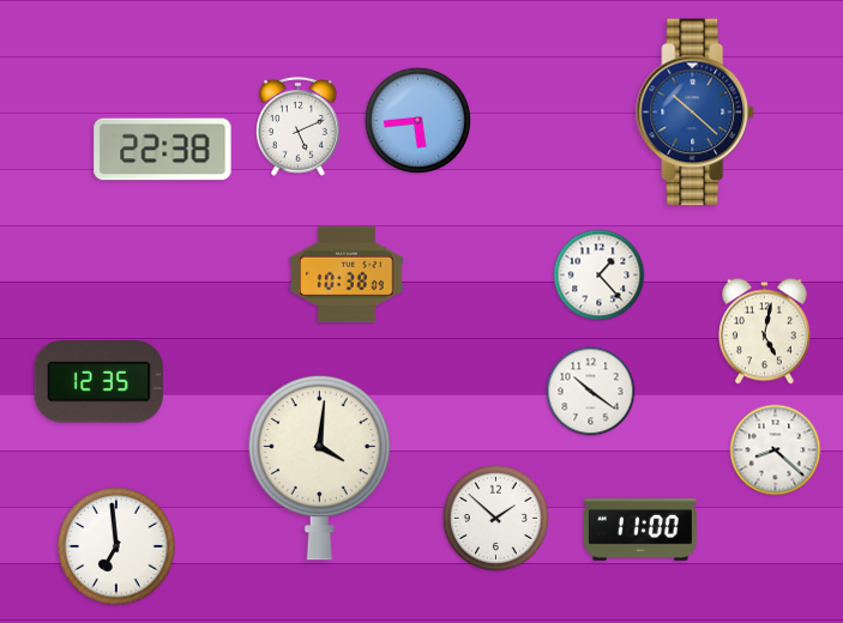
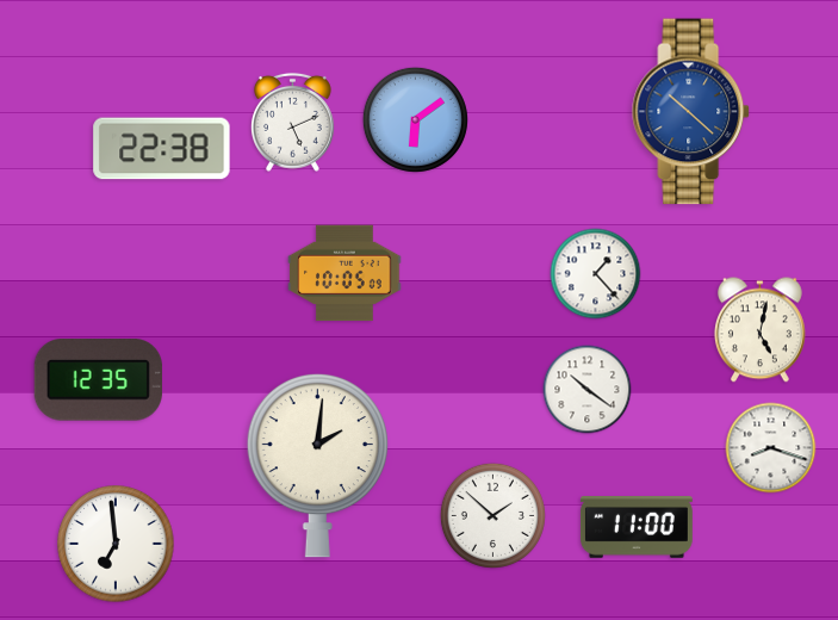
clock at (417, 120): 5:44 -> 6:09
clock at (299, 126) position: (299, 126) -> (293, 122)
clock at (347, 274): 10:38 -> 10:05
clock at (776, 450): 8:22 -> 8:18
clock at (319, 467): 4:01 -> 2:01
